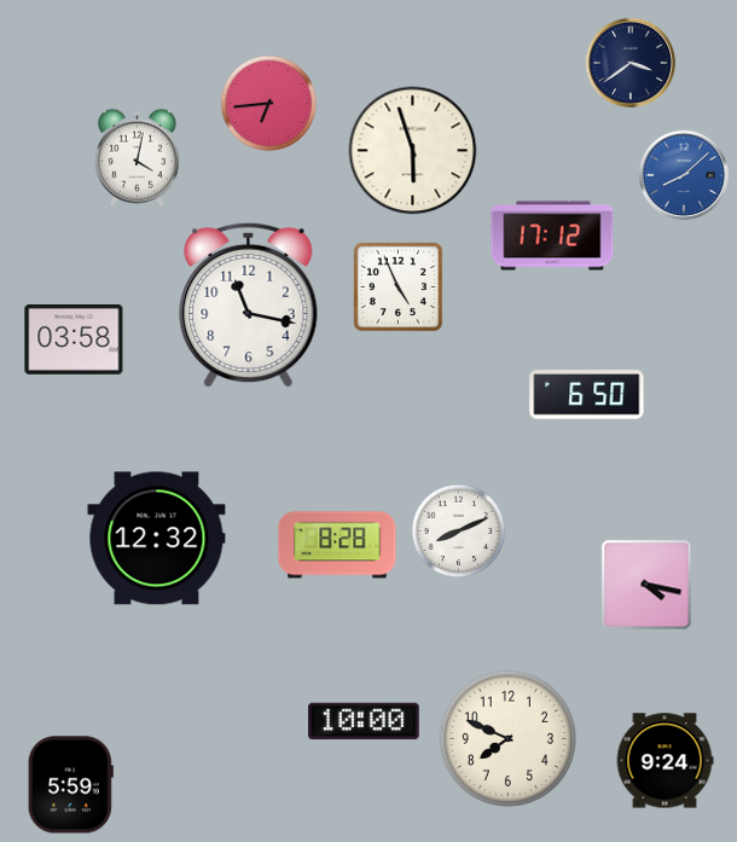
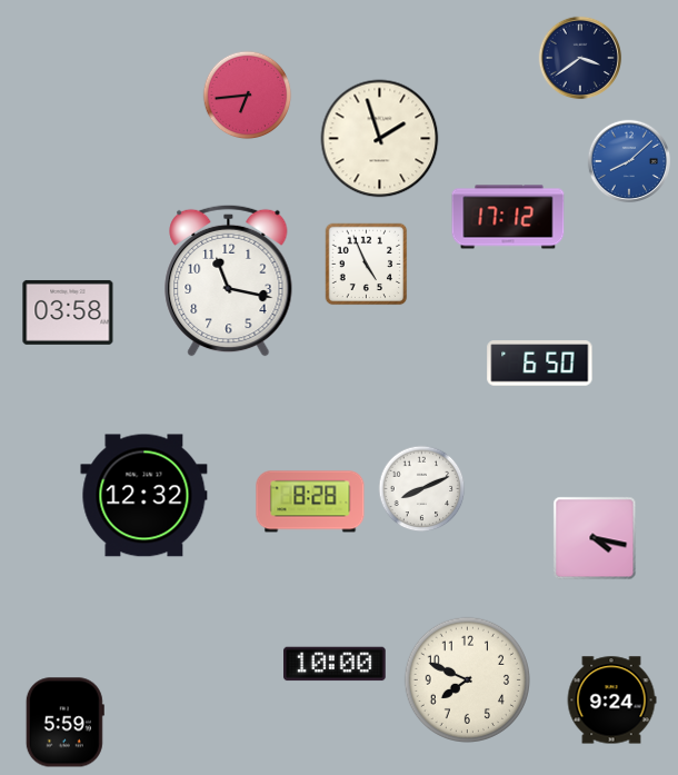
clock at (413, 151): 5:57 -> 1:57
clock at (137, 157): 4:02 -> none
